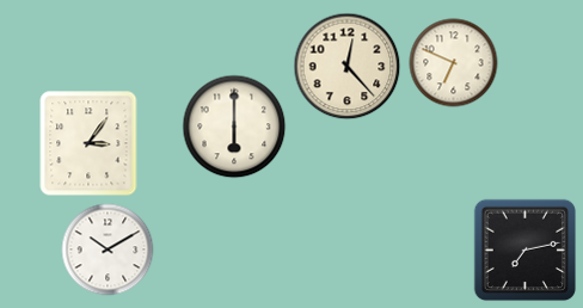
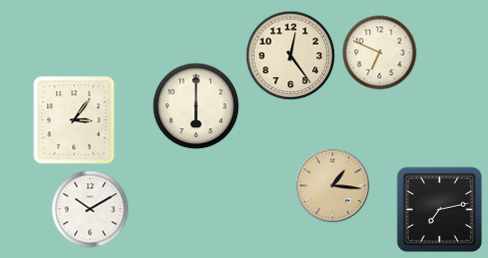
clock at (348, 67): 12:23 -> 12:24
clock at (333, 186): none -> 1:16
